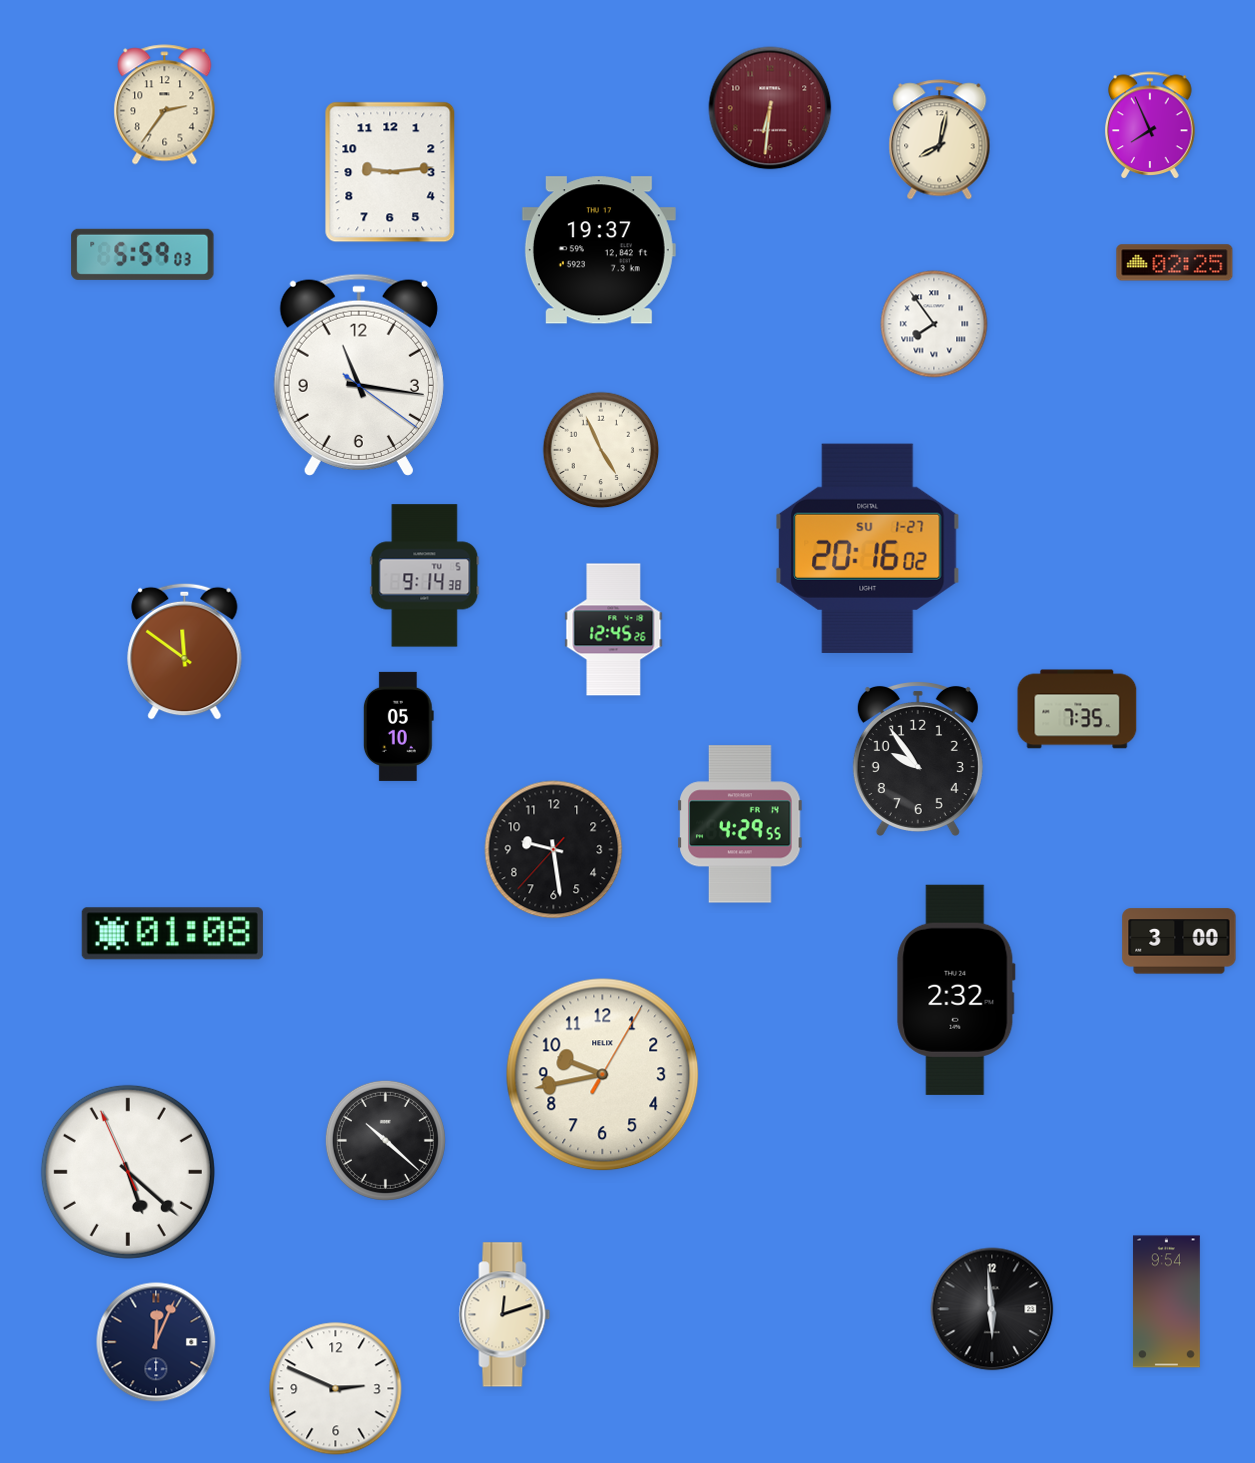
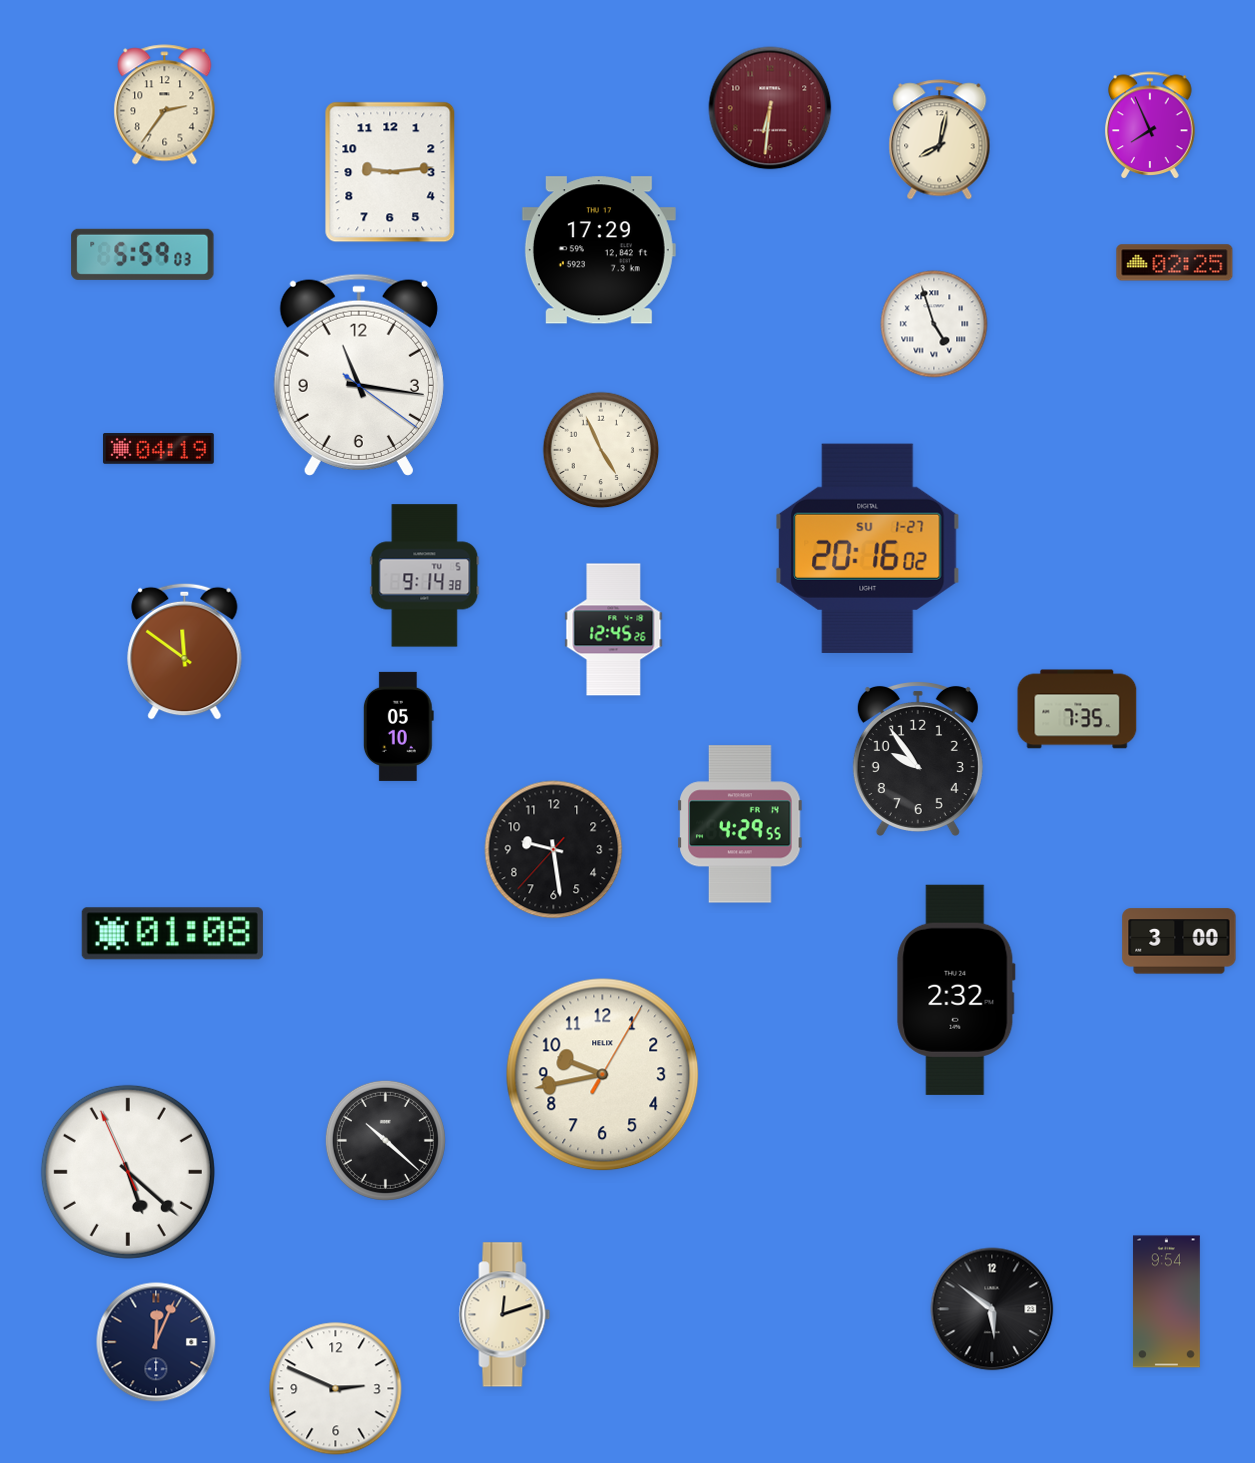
clock at (599, 250): 19:37 -> 17:29
clock at (934, 324): 7:54 -> 4:57
clock at (158, 449): none -> 04:19
clock at (992, 1309): 5:59 -> 5:51
